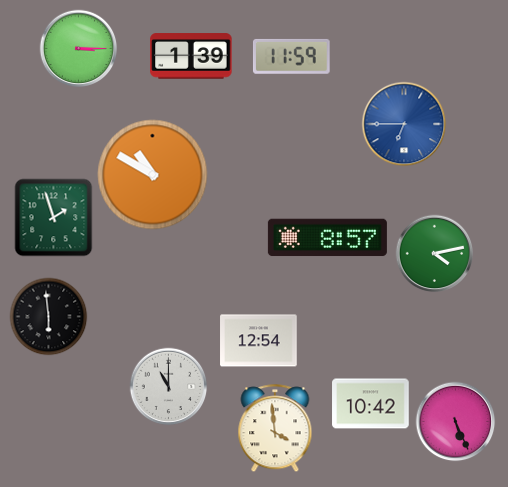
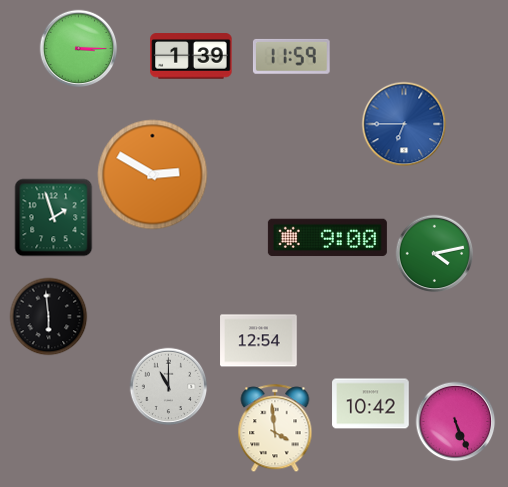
clock at (153, 175): 10:50 -> 2:50
clock at (327, 238): 8:57 -> 9:00
